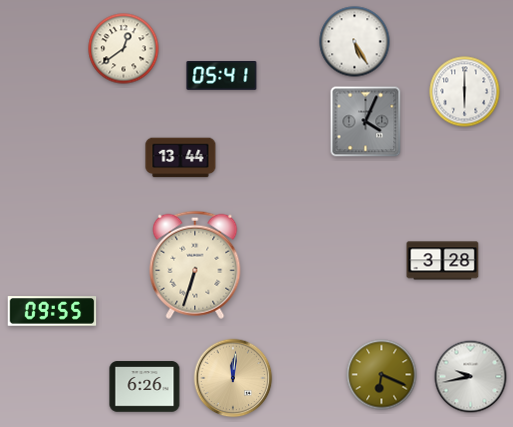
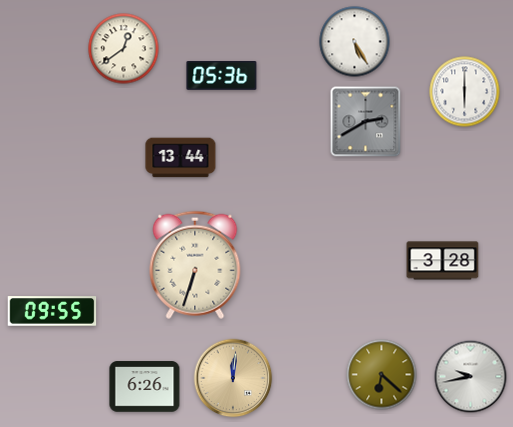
clock at (222, 76): 05:41 -> 05:36
clock at (366, 122): 4:04 -> 2:40
clock at (382, 375): 6:19 -> 6:22
